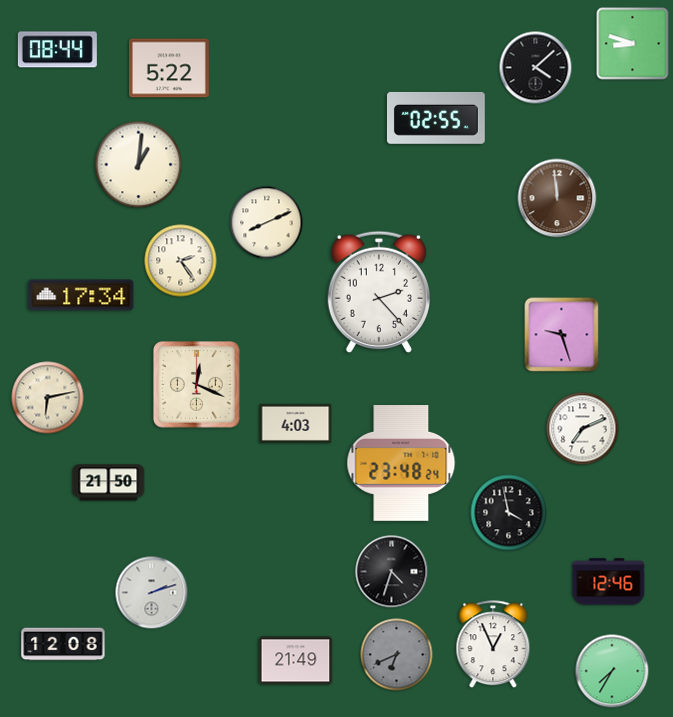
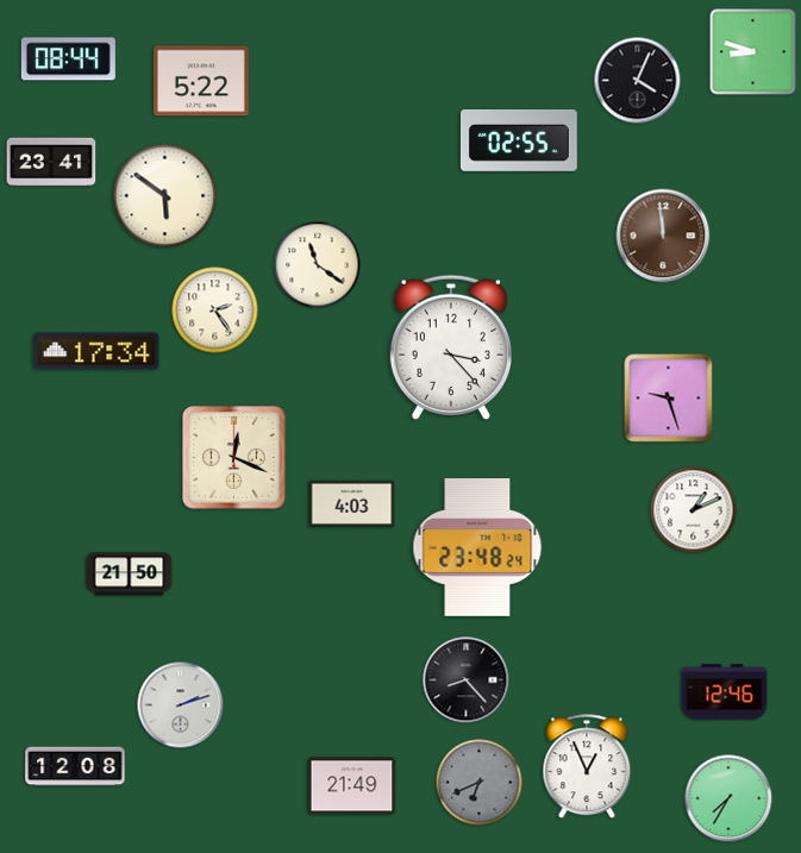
clock at (536, 68): 4:08 -> 4:04
clock at (51, 162): none -> 23:41
clock at (139, 165): 1:01 -> 5:51
clock at (267, 223): 8:11 -> 11:21
clock at (379, 292): 2:23 -> 3:23
clock at (48, 398): 6:13 -> none
clock at (583, 429): 7:11 -> 1:11
clock at (401, 464) position: (401, 464) -> (477, 548)
clock at (509, 513): 3:58 -> none
clock at (392, 572): 4:33 -> 8:23
clock at (397, 655) position: (397, 655) -> (480, 783)
